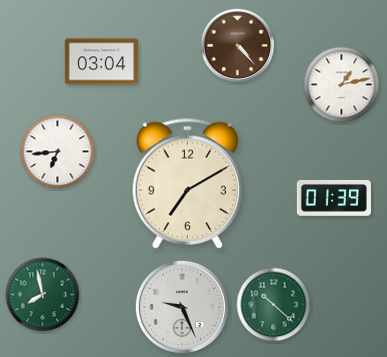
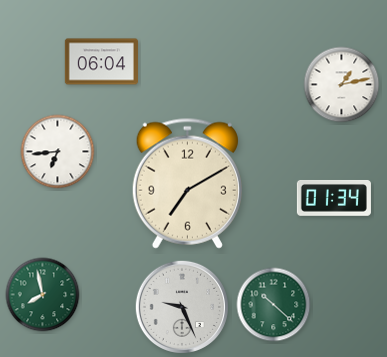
clock at (238, 46): 4:23 -> none
clock at (101, 62): 03:04 -> 06:04
clock at (334, 198): 01:39 -> 01:34
